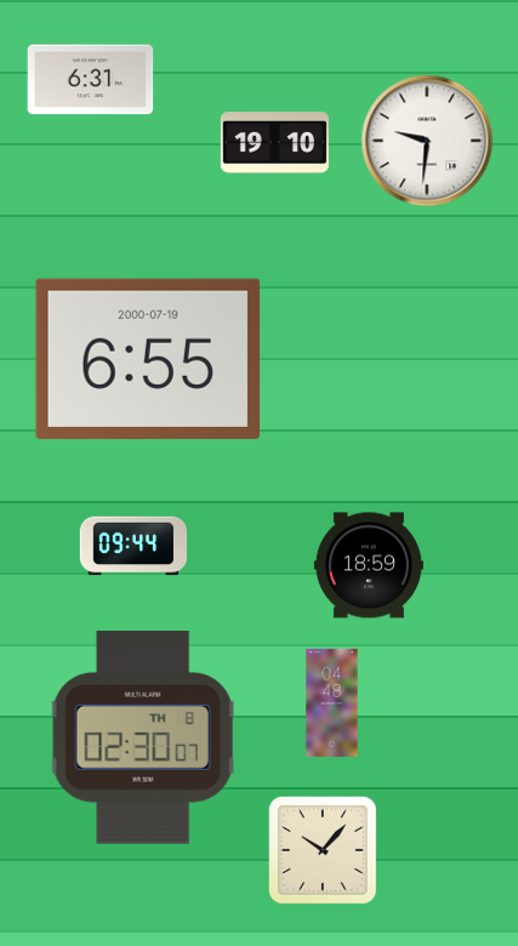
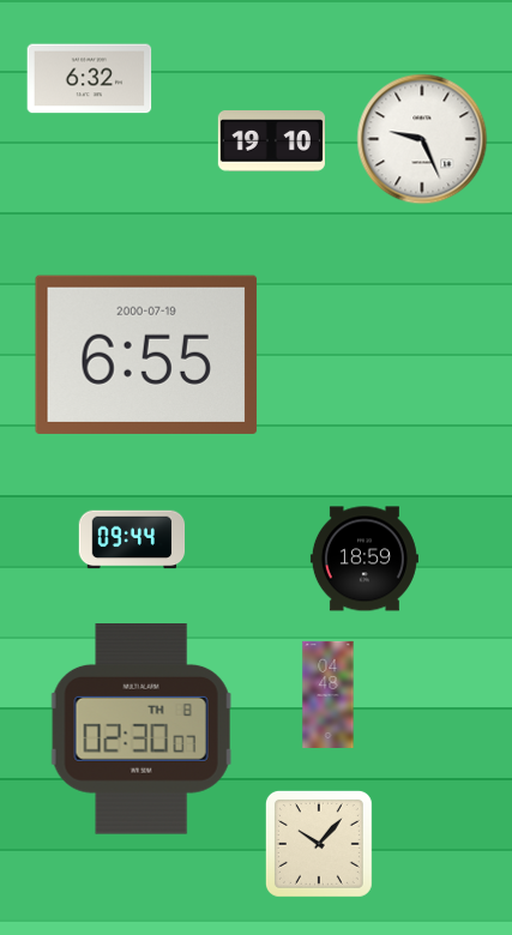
clock at (91, 80): 6:31 -> 6:32
clock at (427, 141): 9:31 -> 9:26
clock at (323, 850) position: (323, 850) -> (319, 844)
